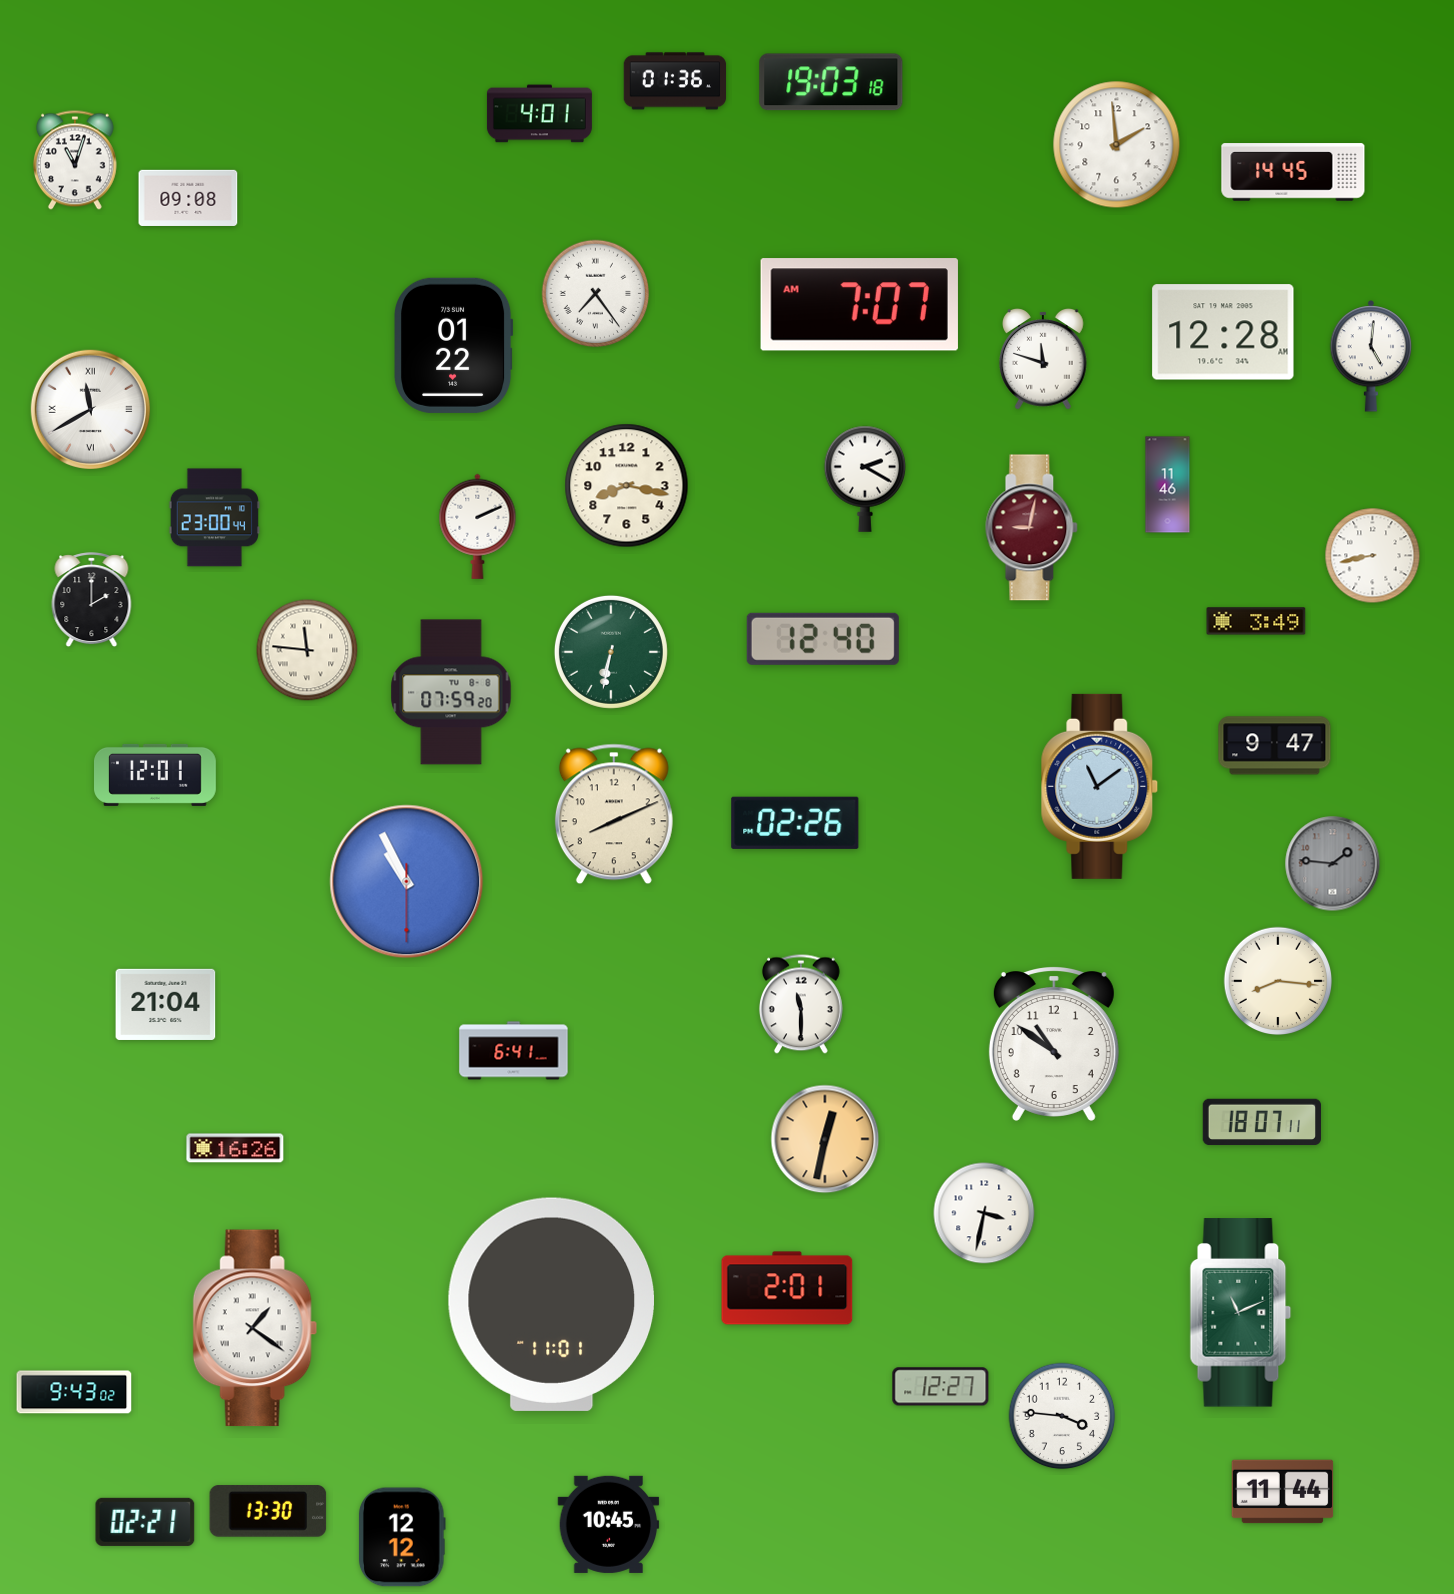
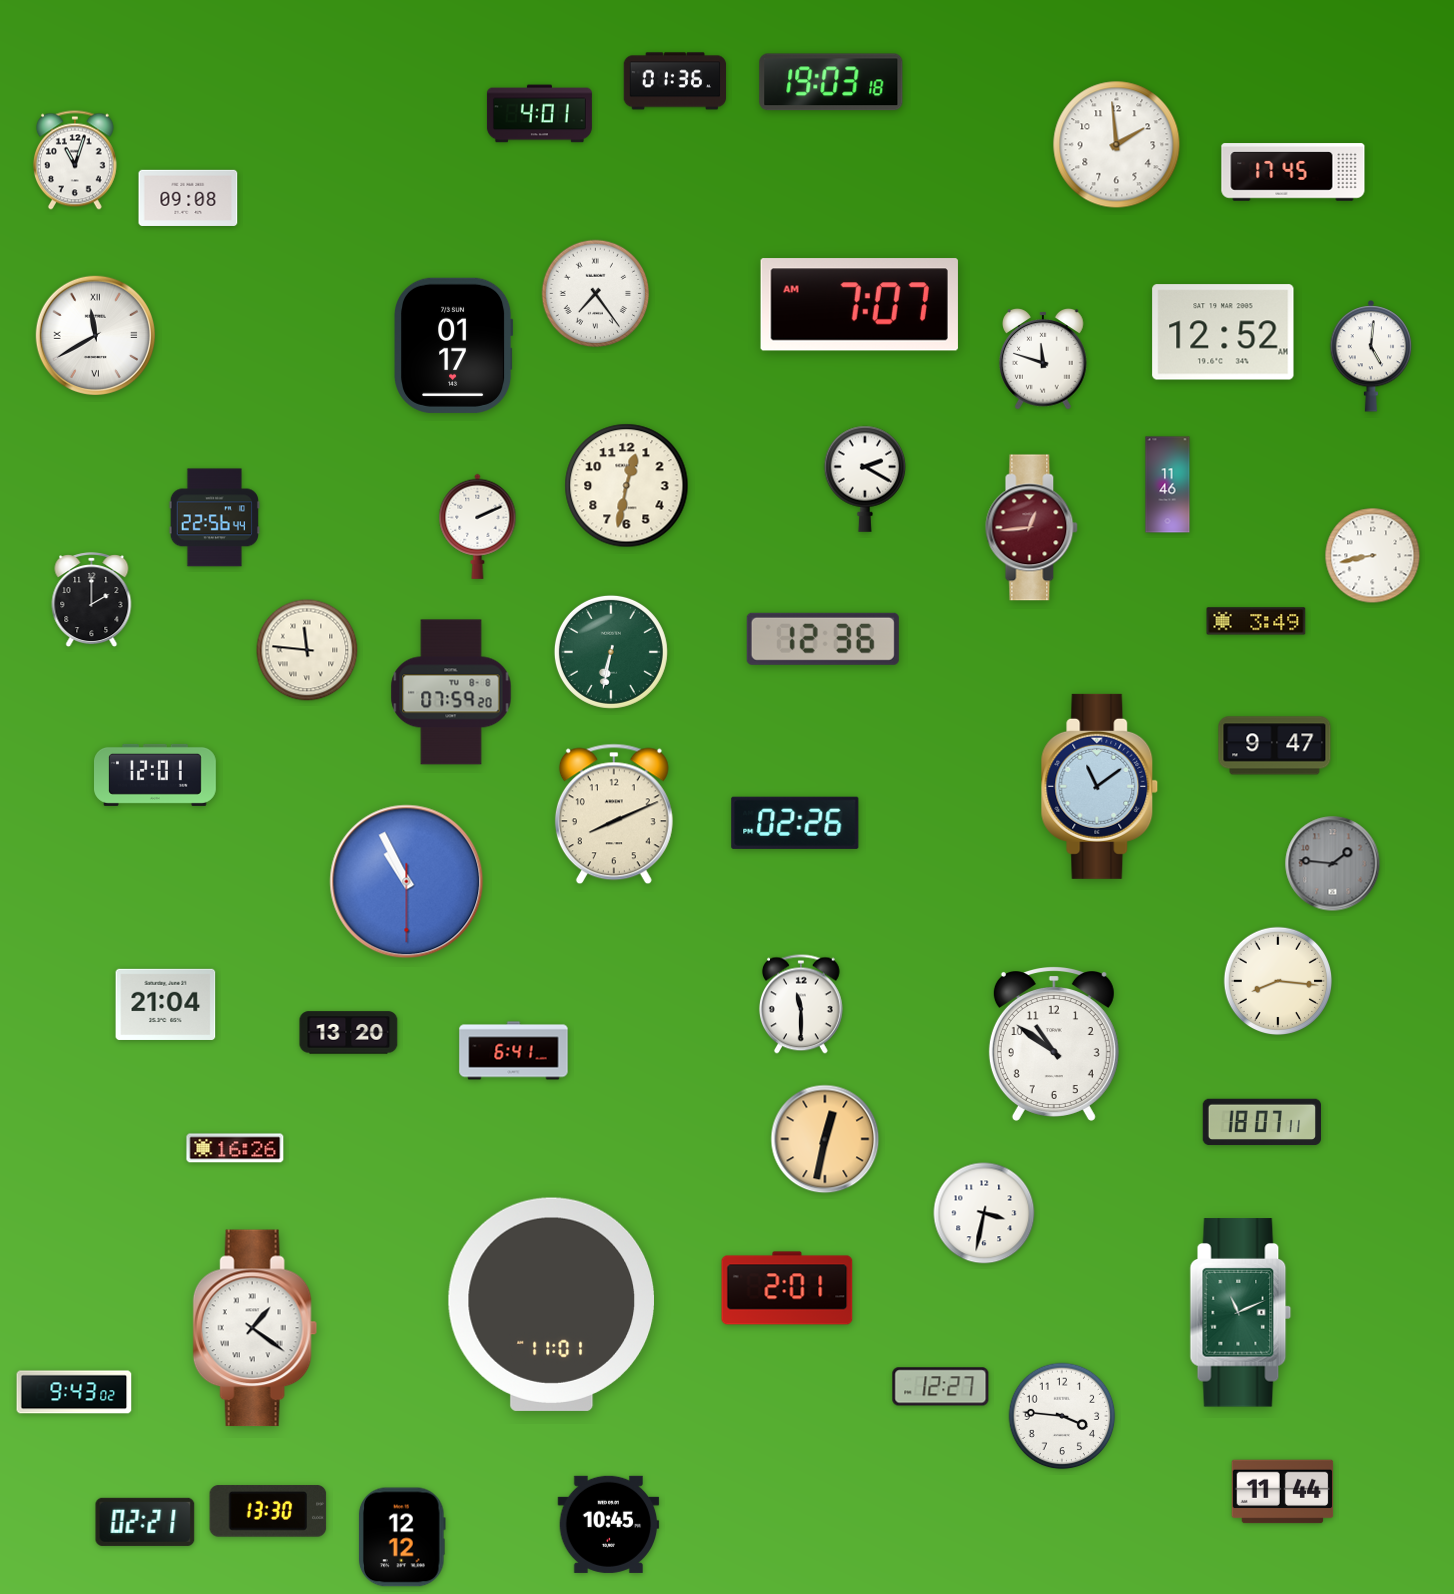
clock at (1293, 172): 14:45 -> 17:45
clock at (1223, 332): 12:28 -> 12:52
clock at (454, 345): 01:22 -> 01:17
clock at (90, 409) position: (90, 409) -> (95, 335)
clock at (627, 486): 8:17 -> 12:32
clock at (214, 518): 23:00 -> 22:56
clock at (1032, 528): 9:02 -> 12:44
clock at (823, 639): 12:40 -> 12:36
clock at (349, 1033): none -> 13:20
